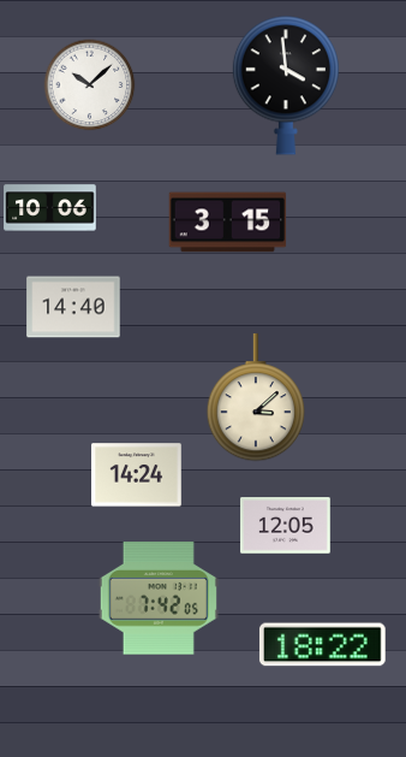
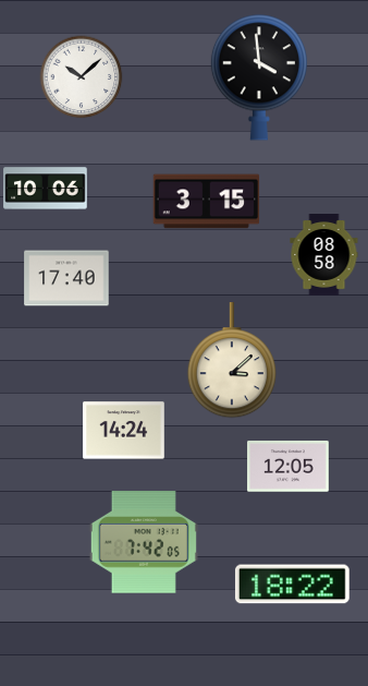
clock at (324, 255): none -> 08:58
clock at (73, 307): 14:40 -> 17:40
clock at (286, 526) position: (286, 526) -> (289, 467)
